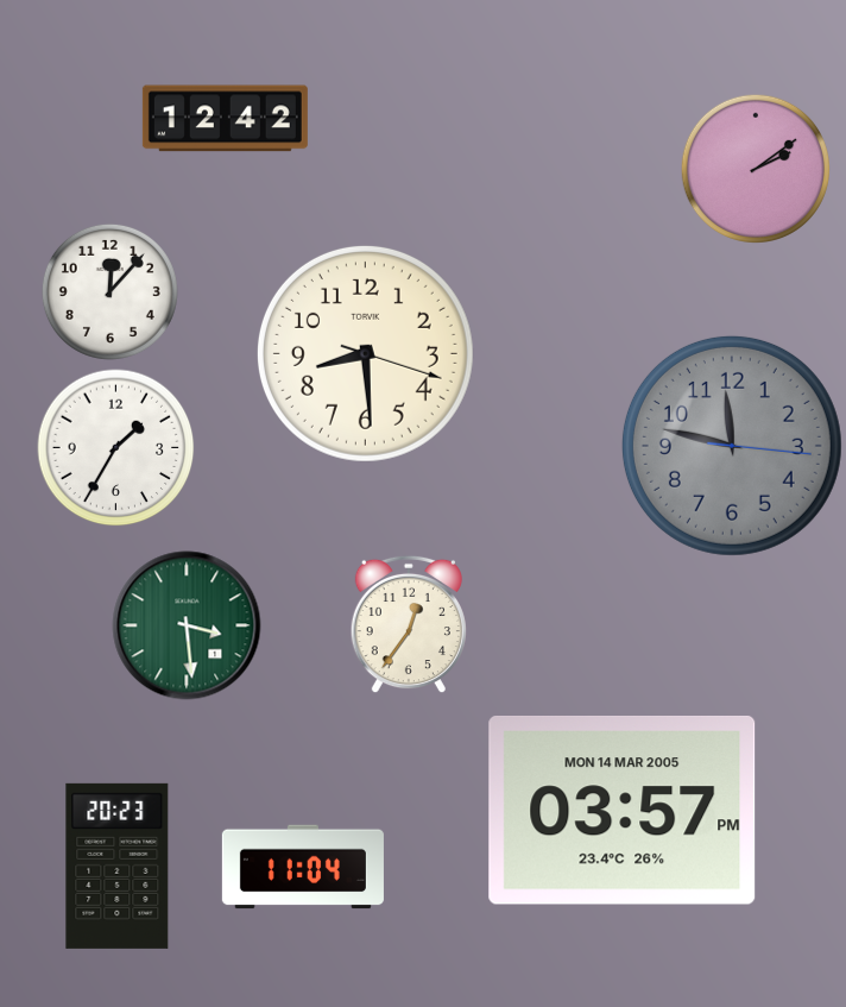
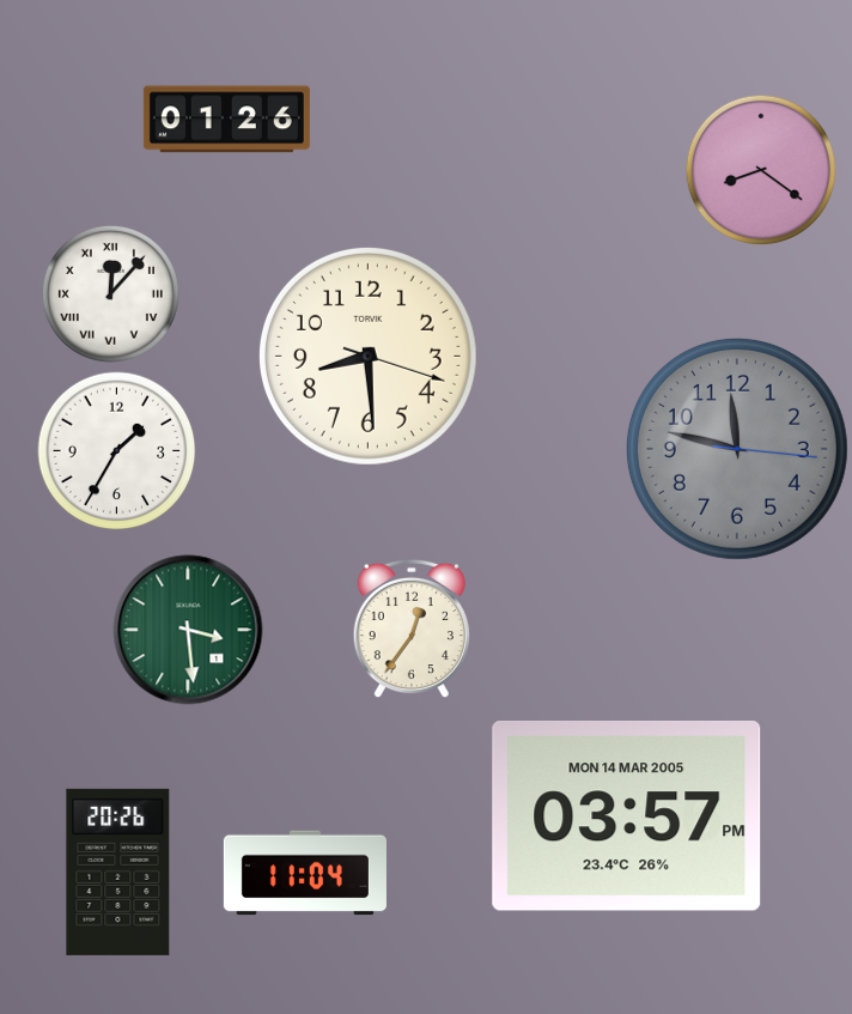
clock at (225, 119): 12:42 -> 01:26
clock at (755, 168): 2:09 -> 8:21
clock at (109, 291) numerals: Arabic -> Roman
clock at (118, 866): 20:23 -> 20:26
